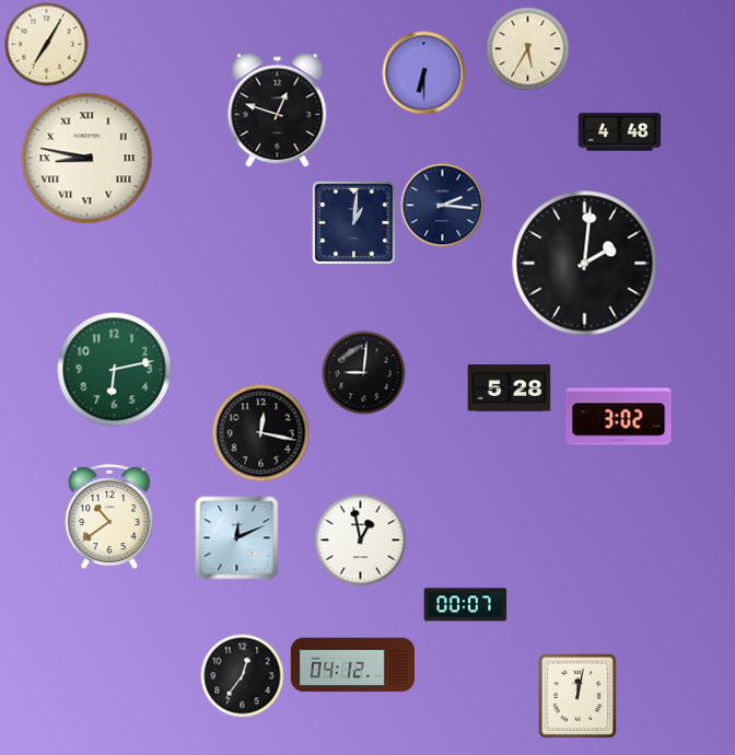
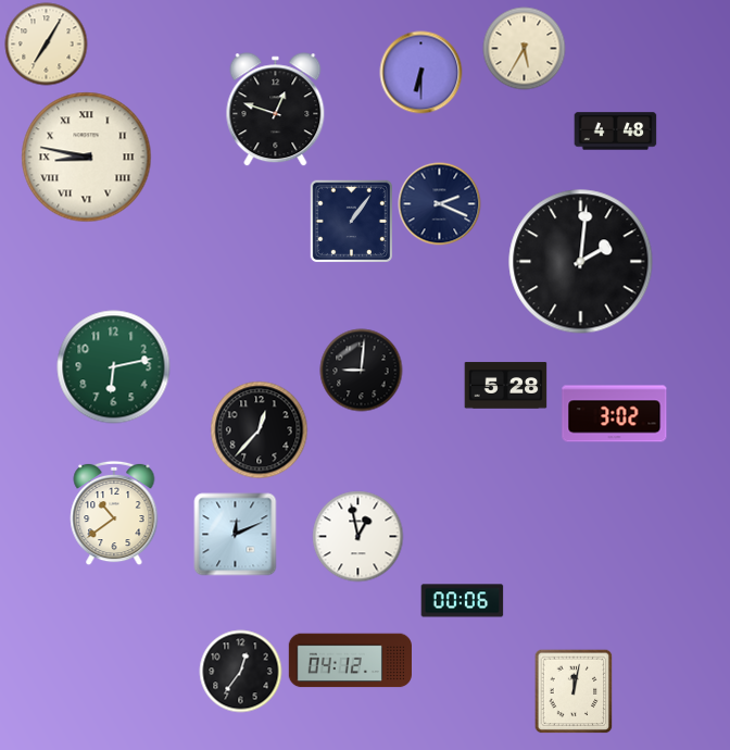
clock at (443, 206): 2:16 -> 2:19
clock at (353, 222): 1:01 -> 1:06
clock at (261, 433): 12:17 -> 12:37
clock at (109, 516) position: (109, 516) -> (114, 513)
clock at (466, 605): 00:07 -> 00:06
